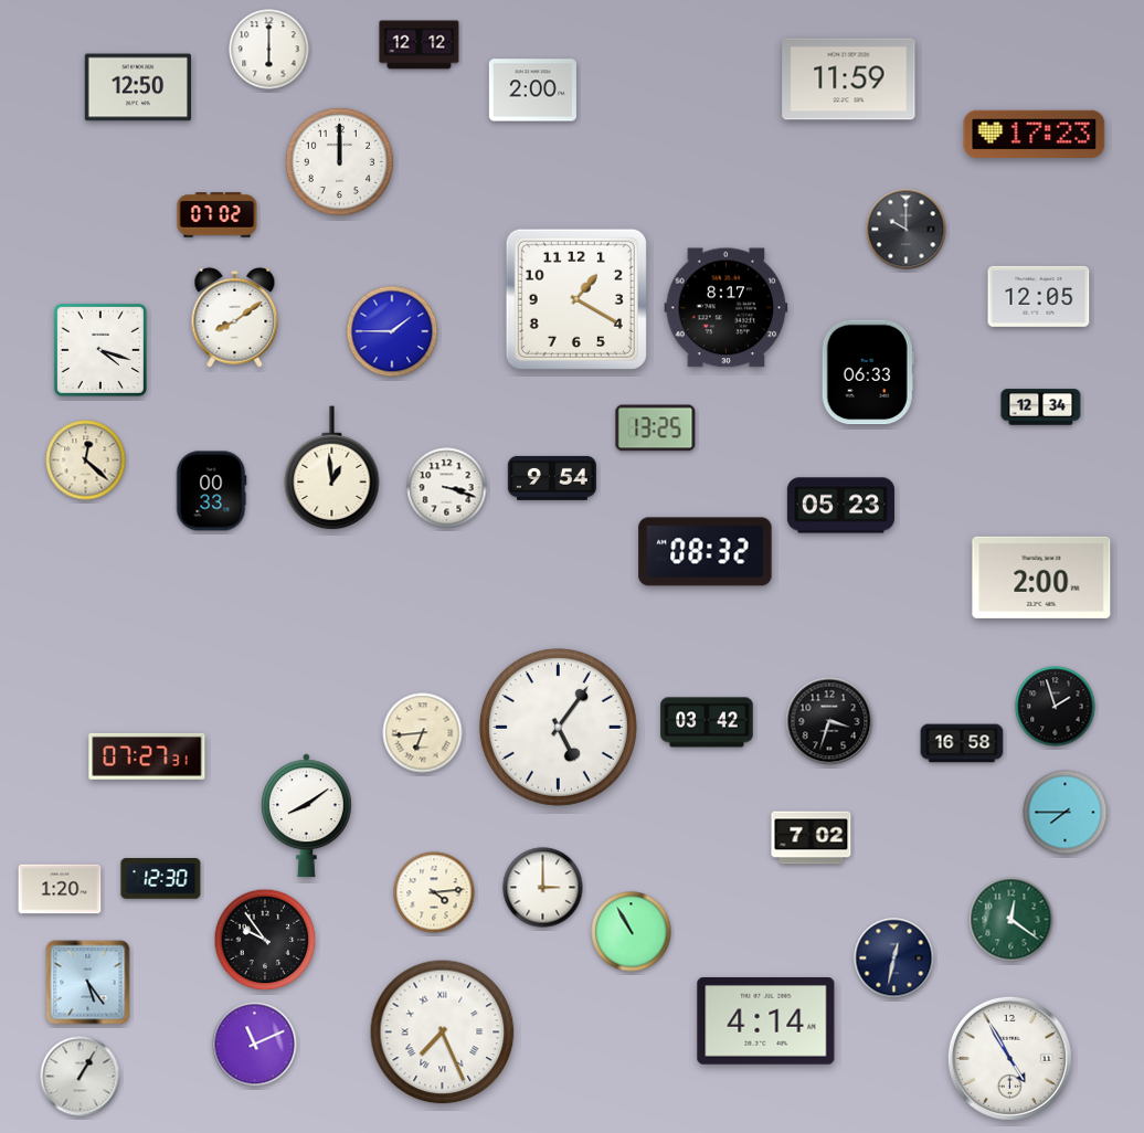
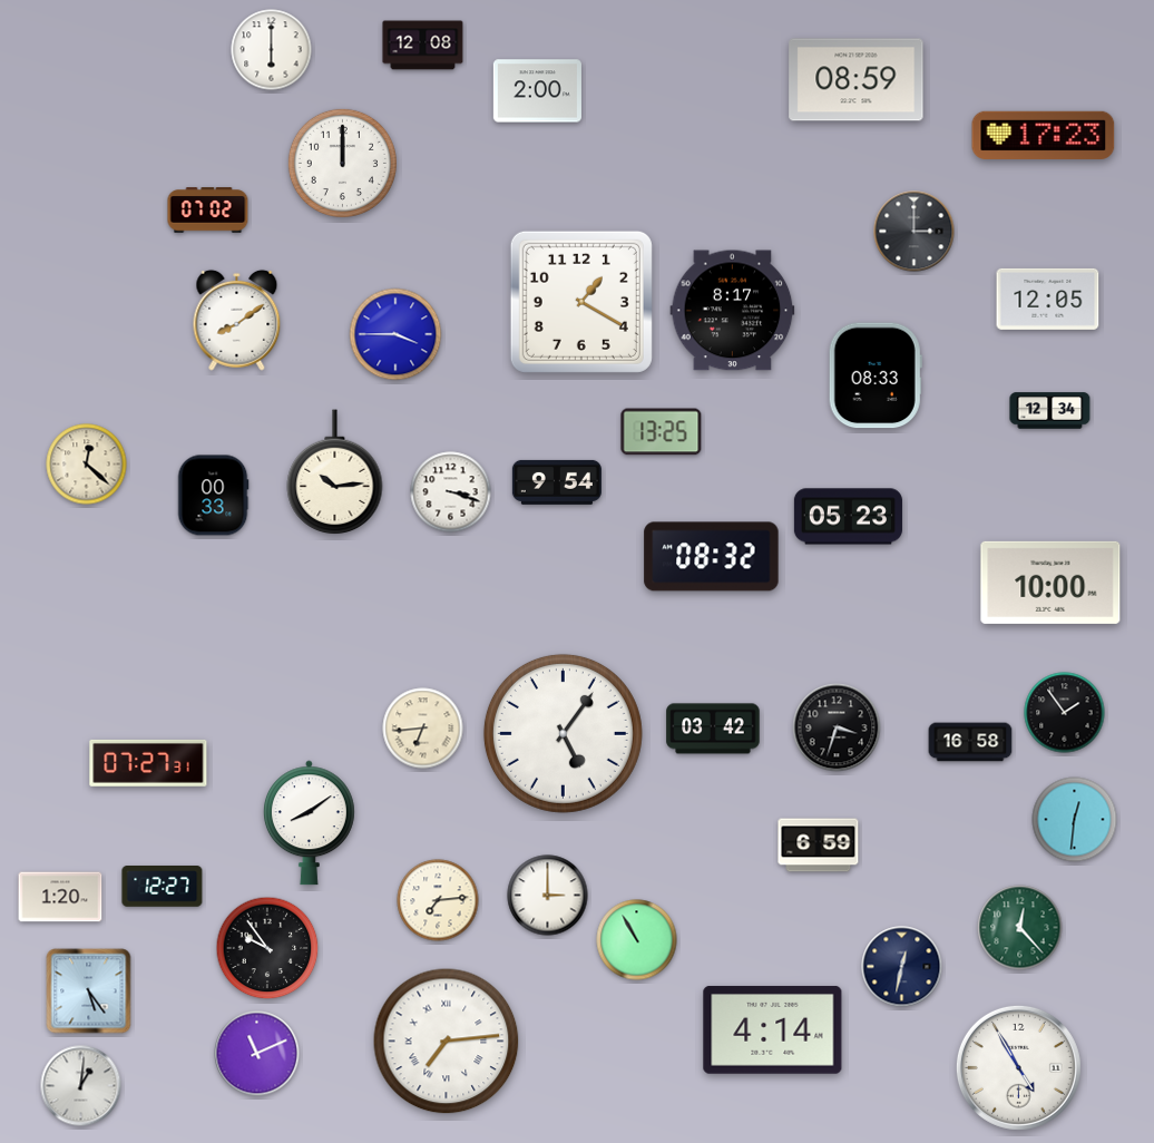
clock at (420, 45): 12:12 -> 12:08
clock at (849, 80): 11:59 -> 08:59
clock at (137, 87): 12:50 -> none
clock at (218, 215) position: (218, 215) -> (208, 211)
clock at (907, 230): 10:00 -> 3:00
clock at (392, 331): 1:45 -> 3:45
clock at (100, 350): 4:18 -> none
clock at (868, 372): 06:33 -> 08:33
clock at (332, 468): 12:59 -> 10:14
clock at (840, 506) position: (840, 506) -> (848, 517)
clock at (1041, 578): 2:00 -> 10:00
clock at (1056, 707): 1:57 -> 1:54
clock at (423, 733) position: (423, 733) -> (423, 729)
clock at (962, 743) position: (962, 743) -> (970, 742)
clock at (1066, 813): 7:45 -> 12:31
clock at (812, 838): 7:02 -> 6:59
clock at (161, 879): 12:30 -> 12:27
clock at (434, 892): 4:14 -> 7:14
clock at (1011, 920): 12:21 -> 12:23
clock at (443, 1033): 7:26 -> 7:14
clock at (81, 1077): 1:05 -> 1:01
